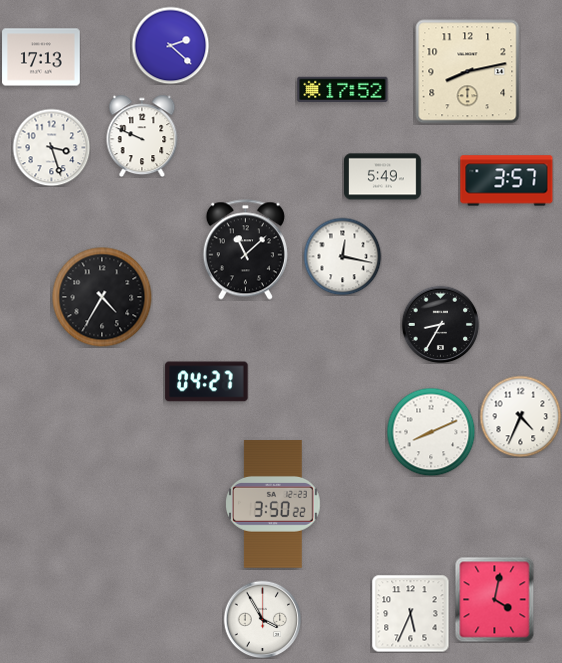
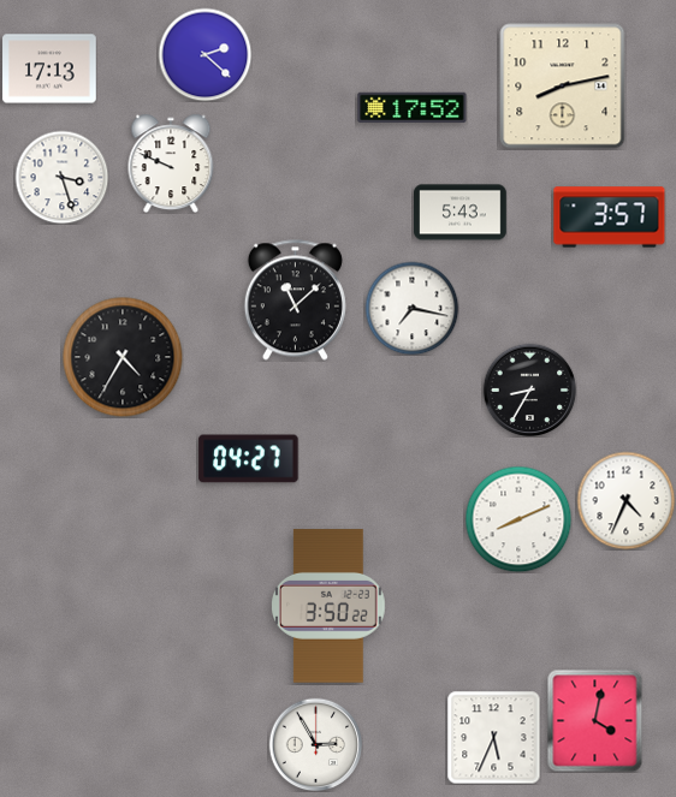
clock at (383, 177): 5:49 -> 5:43
clock at (342, 256): 12:17 -> 7:17
clock at (262, 619): 3:55 -> 2:55
